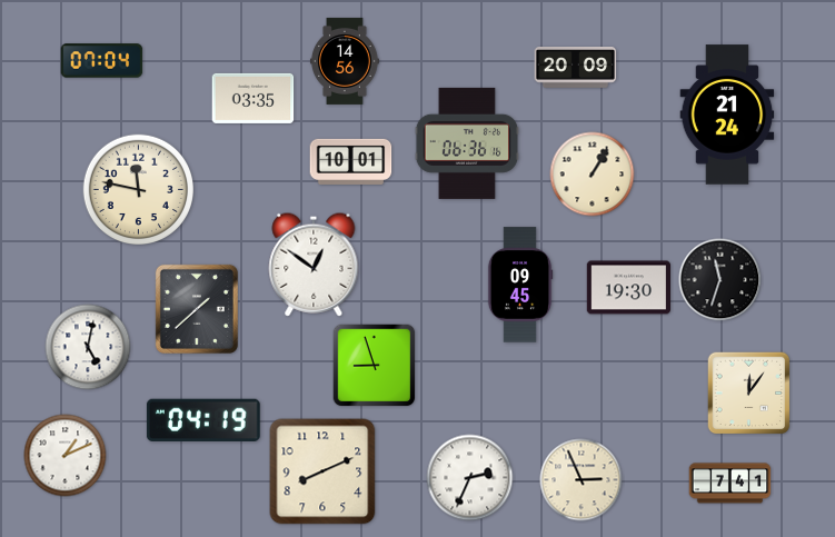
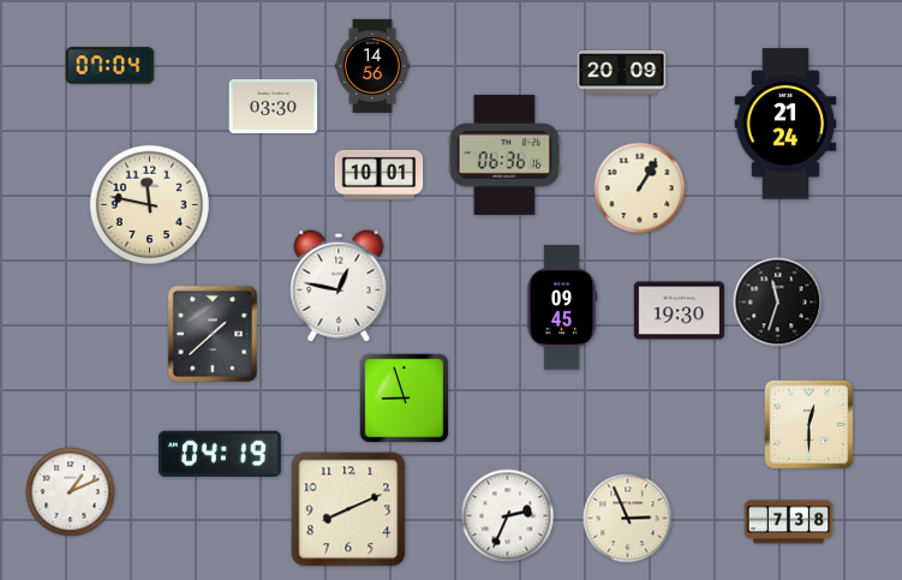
clock at (254, 98): 03:35 -> 03:30
clock at (314, 265): 12:51 -> 12:47
clock at (88, 347): 5:02 -> none
clock at (375, 366) position: (375, 366) -> (405, 399)
clock at (749, 394): 12:06 -> 12:30
clock at (730, 484): 7:41 -> 7:38
